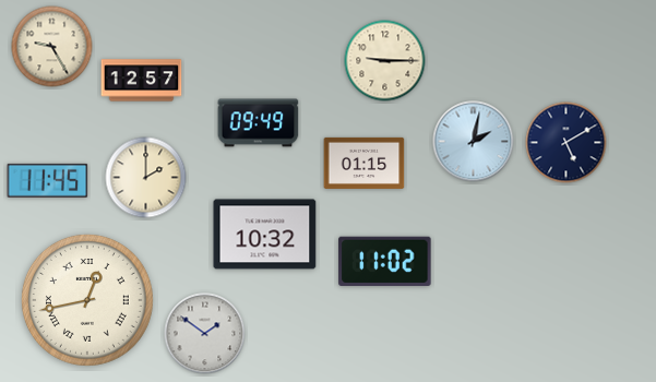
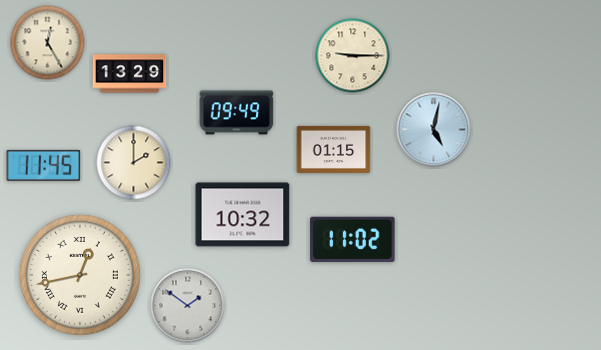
clock at (52, 47): 9:25 -> 12:25
clock at (142, 81): 12:57 -> 13:29
clock at (474, 142): 2:02 -> 5:02
clock at (566, 143): 5:10 -> none
